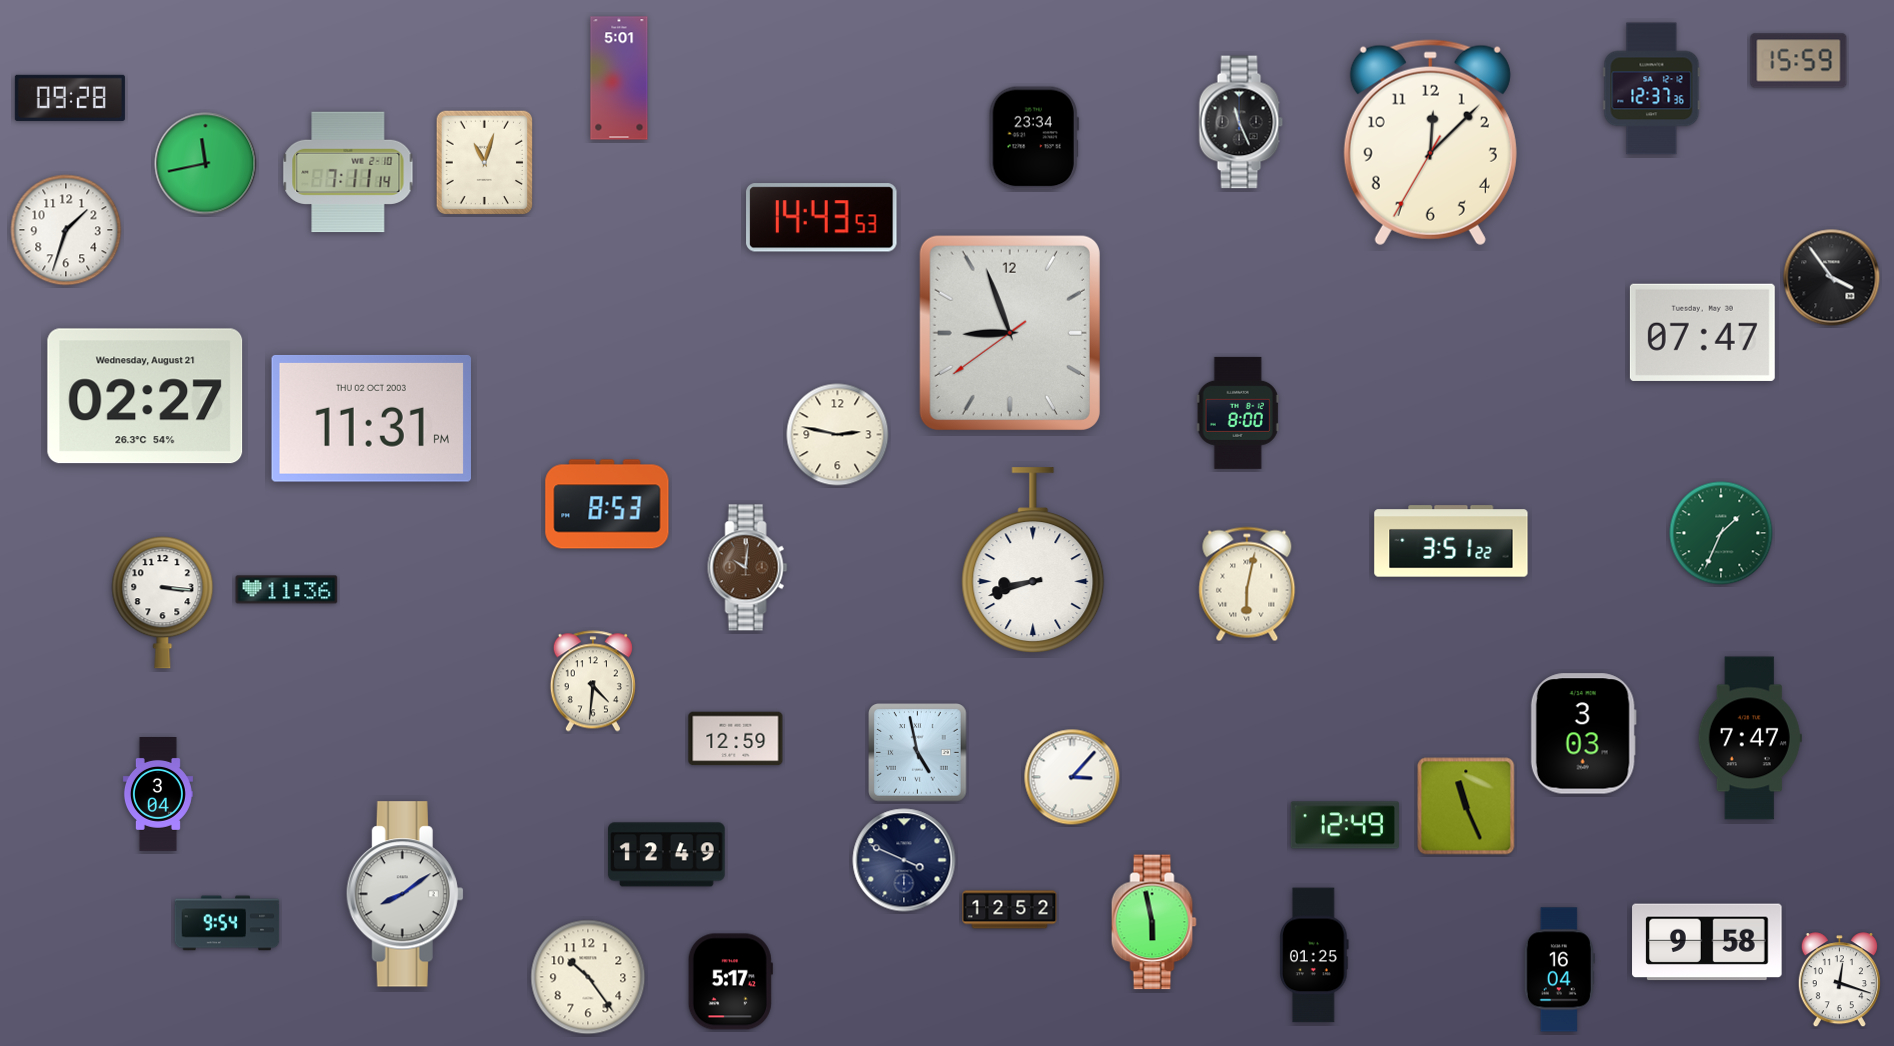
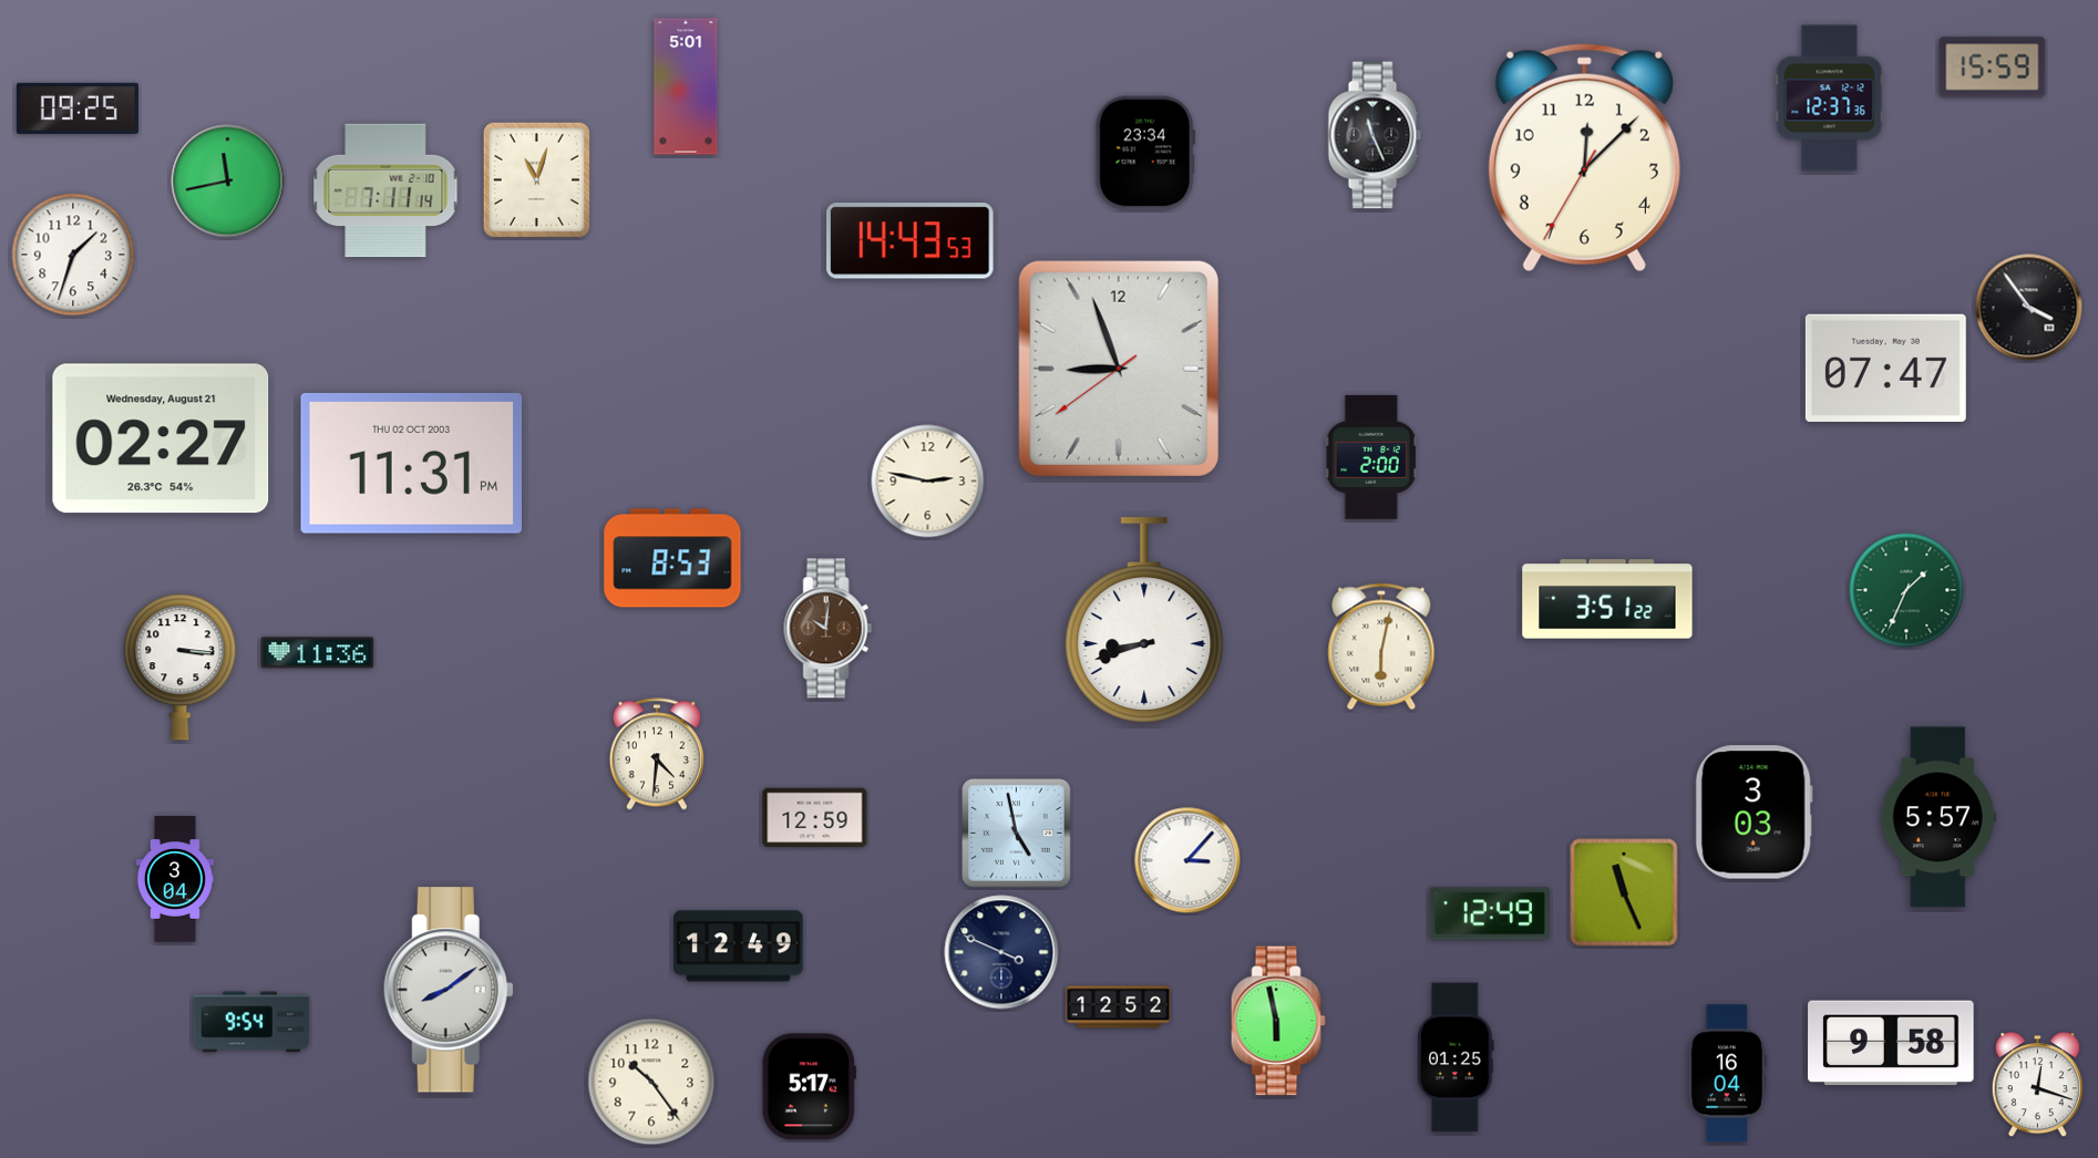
clock at (70, 98): 09:28 -> 09:25
clock at (1238, 413): 8:00 -> 2:00
clock at (1750, 738): 7:47 -> 5:57
